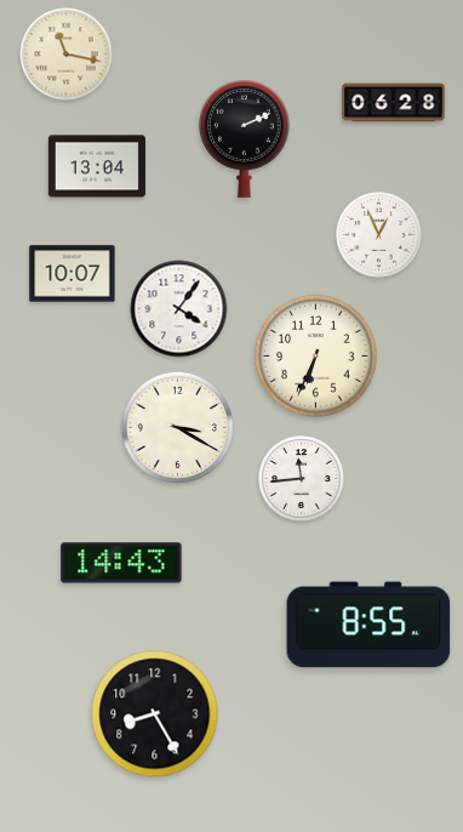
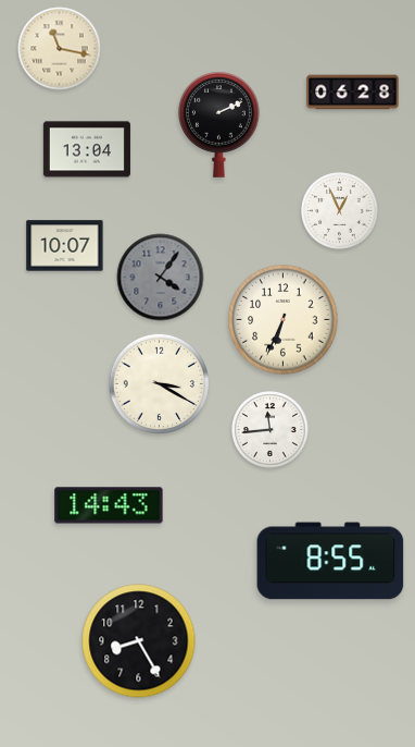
clock at (179, 309) dial: white -> grey
